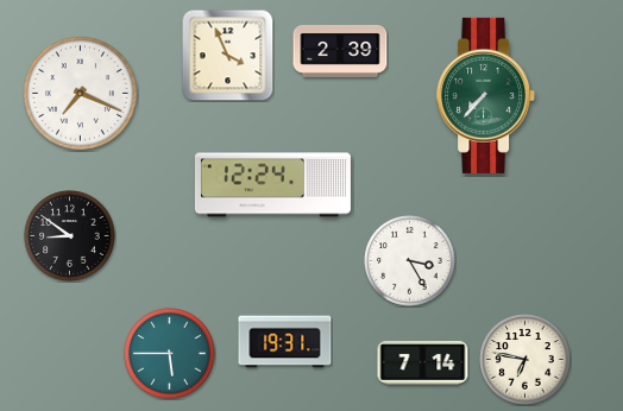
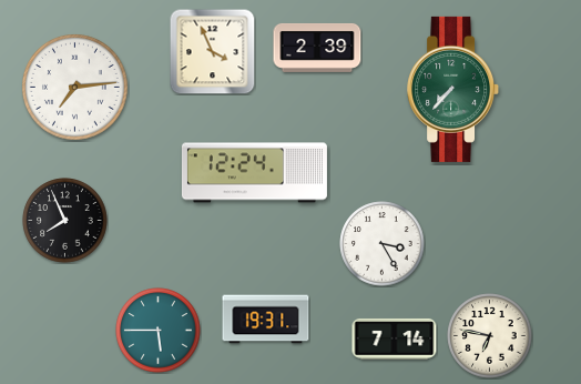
clock at (81, 94): 7:19 -> 7:14
clock at (70, 236): 8:51 -> 7:56
